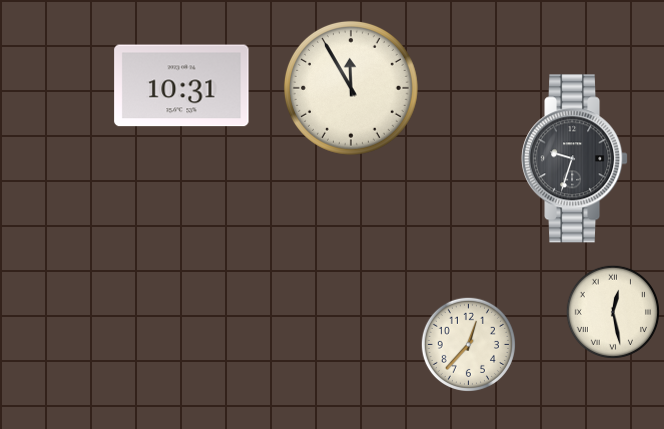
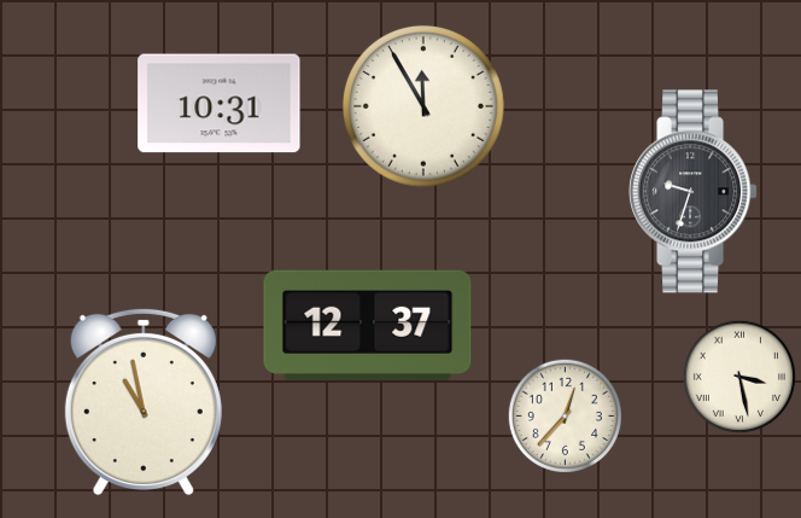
clock at (368, 325): none -> 12:37
clock at (612, 311): 12:28 -> 3:28
clock at (144, 402): none -> 10:58
